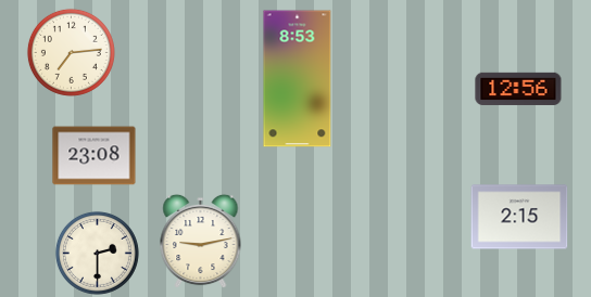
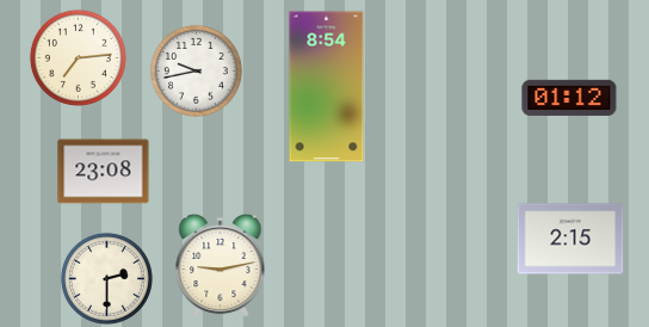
clock at (196, 70): none -> 9:43
clock at (298, 79): 8:53 -> 8:54
clock at (518, 89): 12:56 -> 01:12
